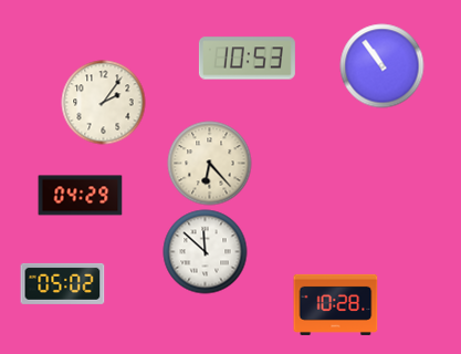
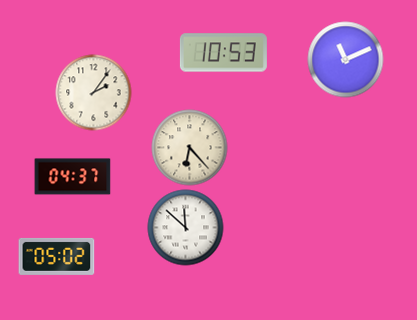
clock at (383, 66): 10:54 -> 11:11
clock at (81, 196): 04:29 -> 04:37
clock at (336, 304): 10:28 -> none
